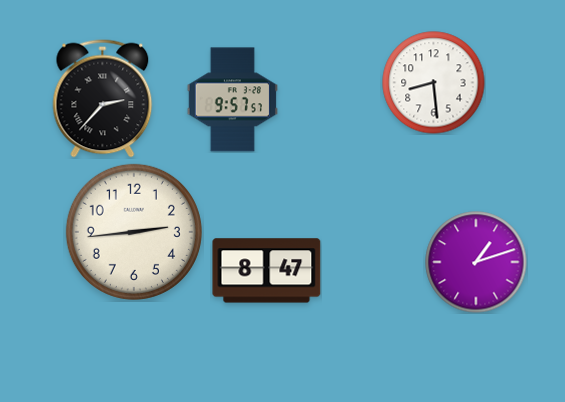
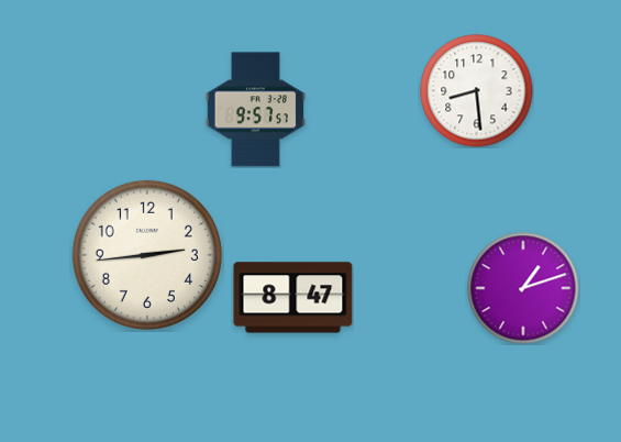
clock at (103, 99): 2:37 -> none
